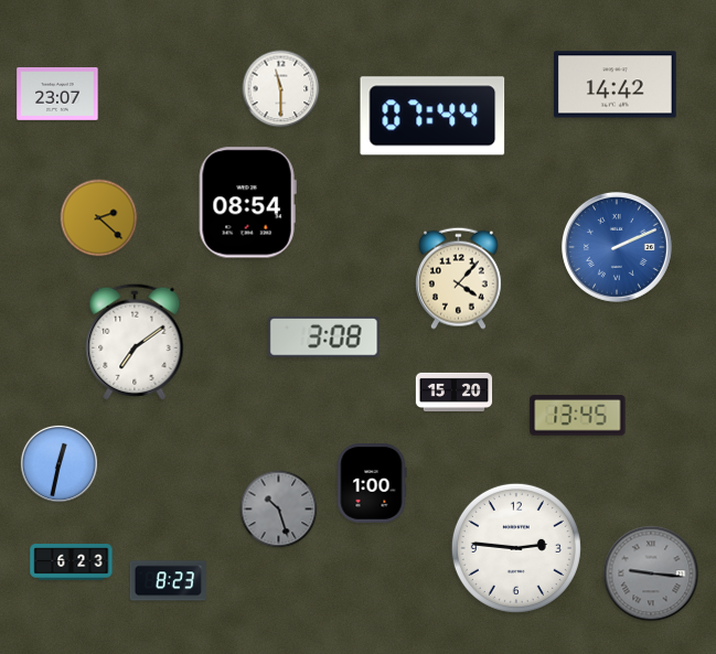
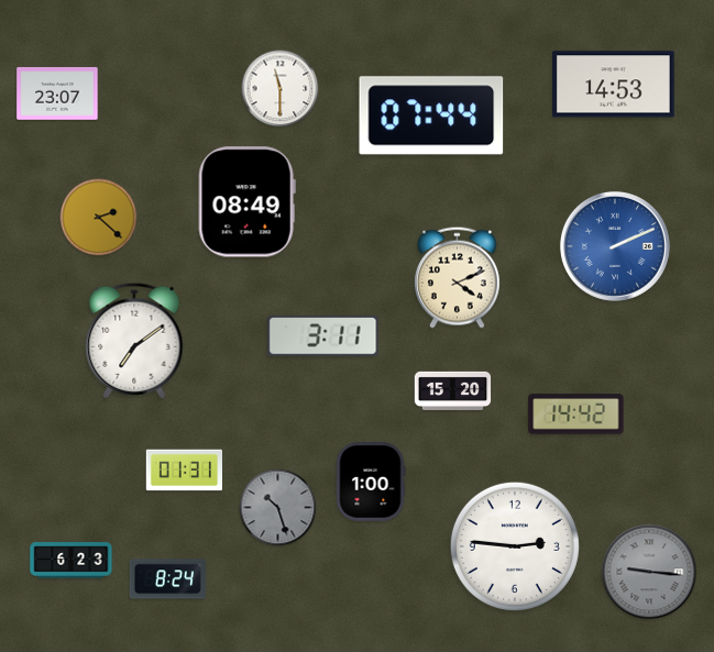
clock at (616, 85): 14:42 -> 14:53
clock at (247, 203): 08:54 -> 08:49
clock at (458, 278): 4:07 -> 4:11
clock at (324, 337): 3:08 -> 3:11
clock at (578, 416): 13:45 -> 14:42
clock at (58, 463): 12:32 -> none
clock at (184, 471): none -> 01:31
clock at (168, 581): 8:23 -> 8:24
